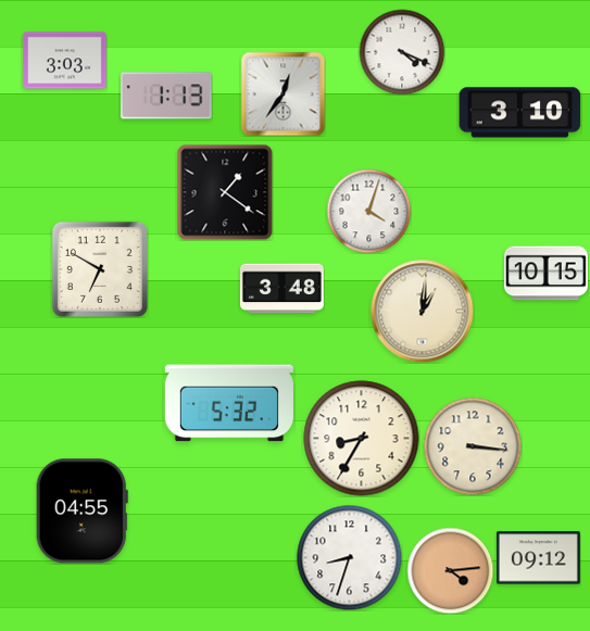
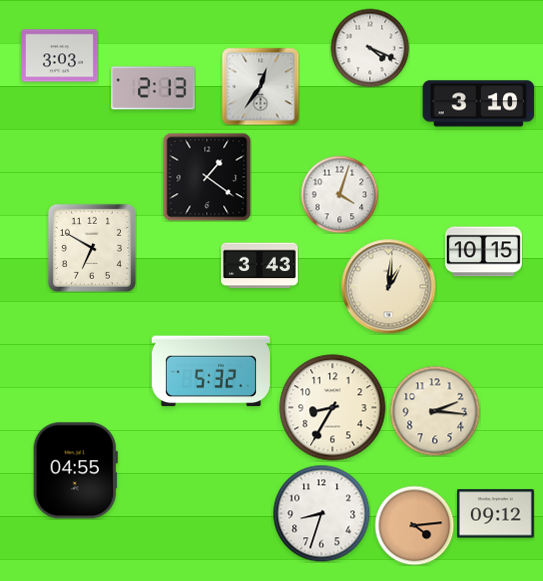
clock at (166, 96): 1:13 -> 2:13
clock at (545, 274) position: (545, 274) -> (483, 252)
clock at (281, 289): 3:48 -> 3:43
clock at (362, 439) position: (362, 439) -> (333, 408)
clock at (473, 446): 3:16 -> 2:16
